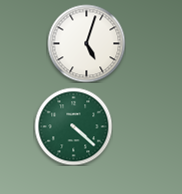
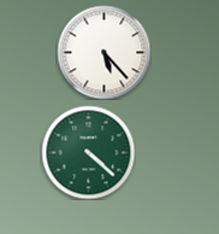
clock at (86, 43): 5:03 -> 5:23
